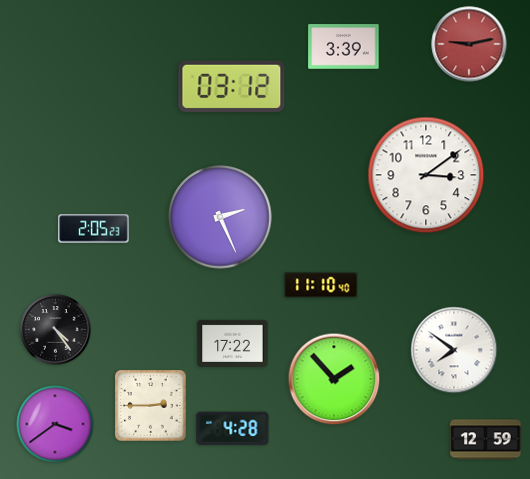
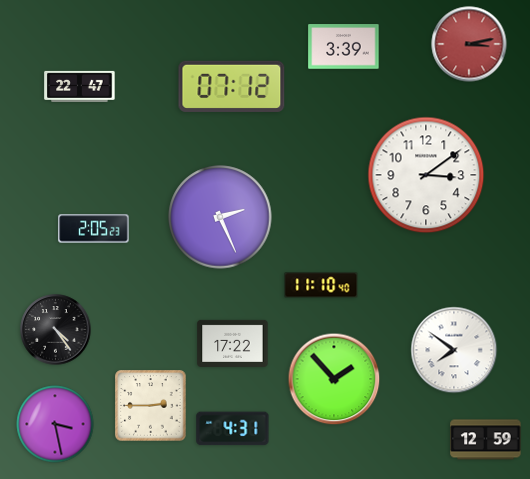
clock at (469, 44): 9:13 -> 3:13
clock at (80, 86): none -> 22:47
clock at (232, 86): 03:12 -> 07:12
clock at (55, 424): 3:39 -> 3:28
clock at (233, 429): 4:28 -> 4:31
